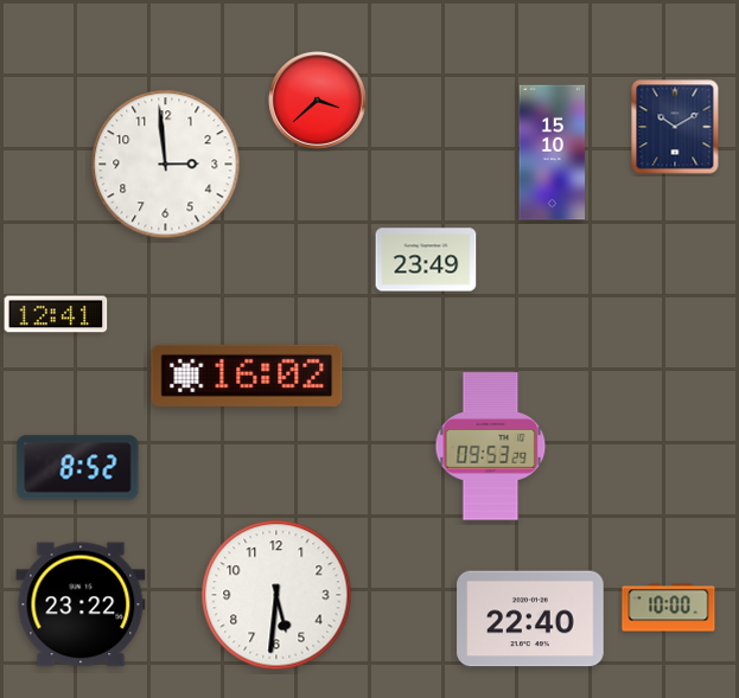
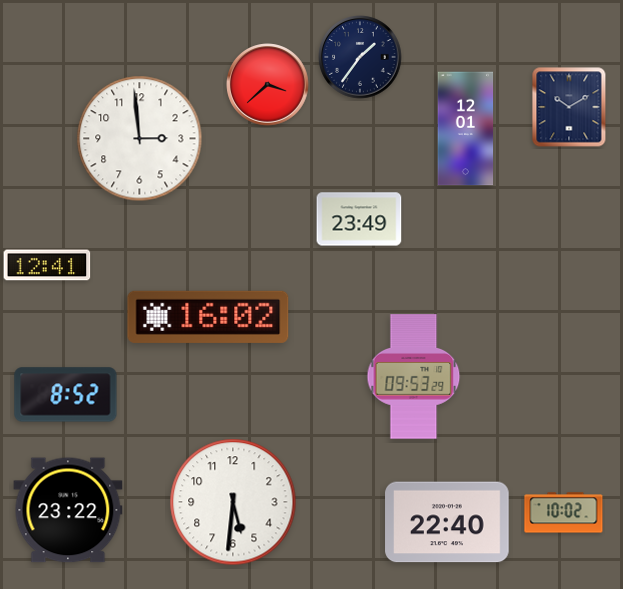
clock at (360, 57): none -> 1:36
clock at (553, 153): 15:10 -> 12:01
clock at (669, 608): 10:00 -> 10:02
